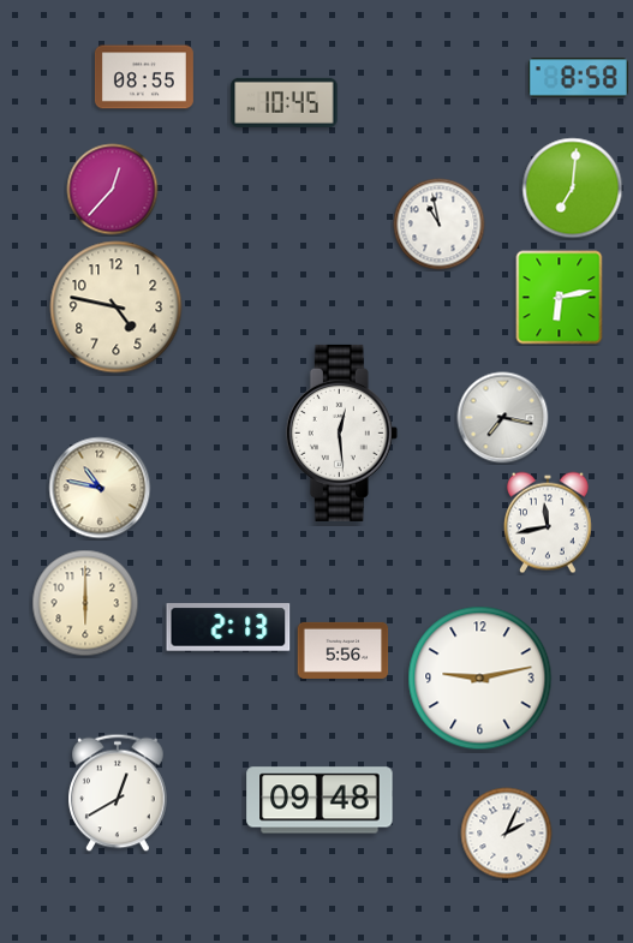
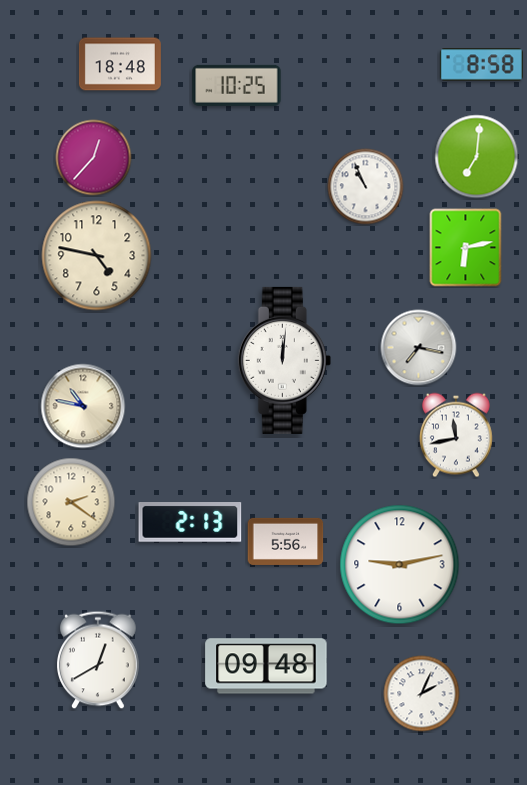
clock at (144, 77): 08:55 -> 18:48
clock at (285, 102): 10:45 -> 10:25
clock at (440, 225): 10:58 -> 10:56
clock at (341, 432): 12:29 -> 12:01
clock at (85, 603): 6:00 -> 2:21
